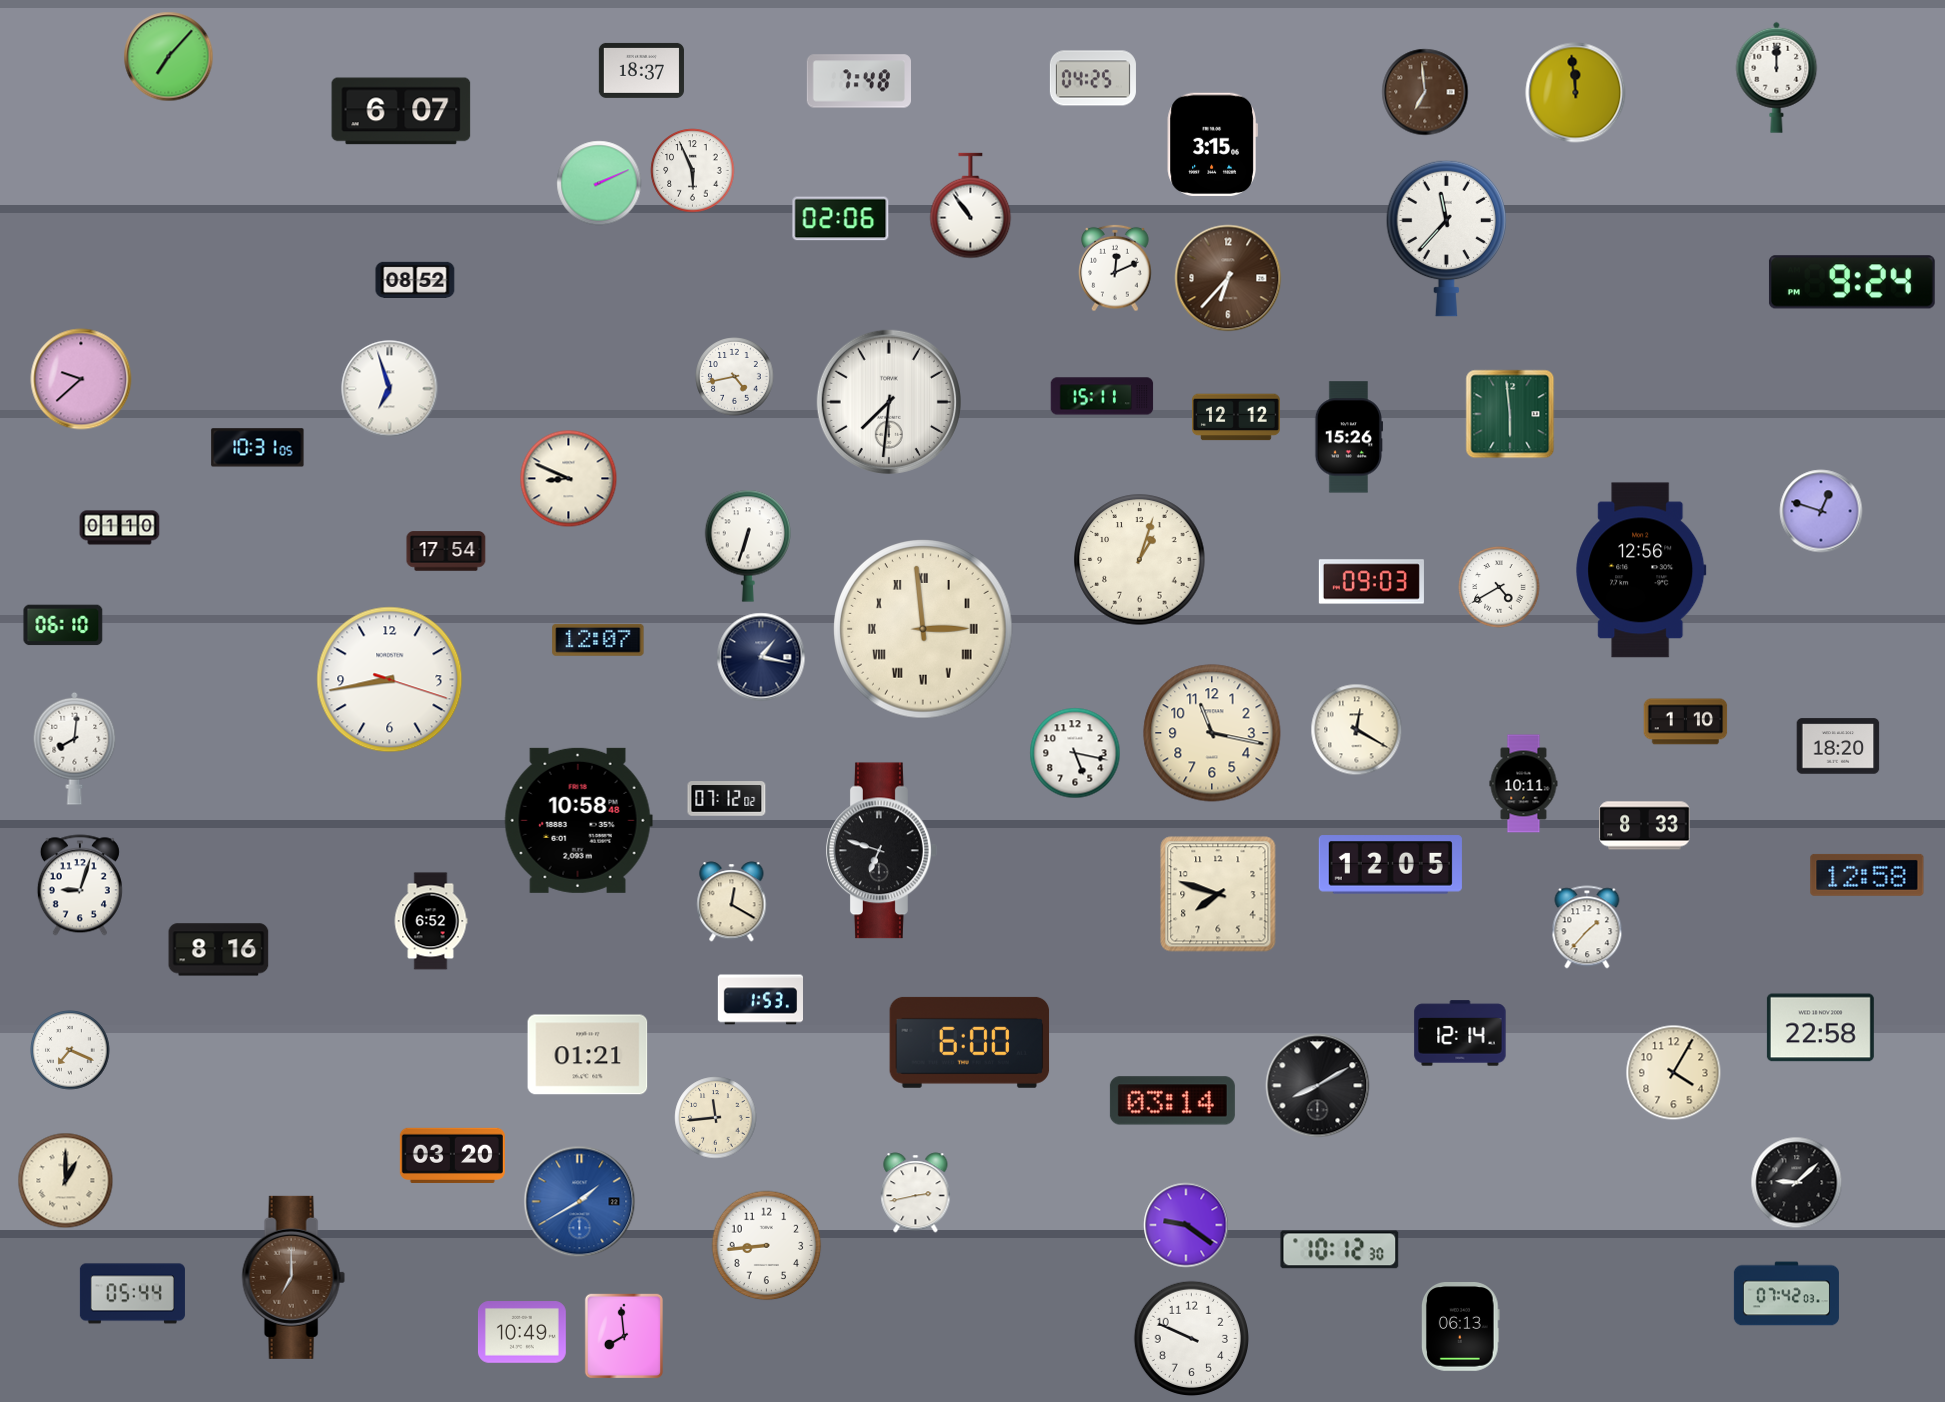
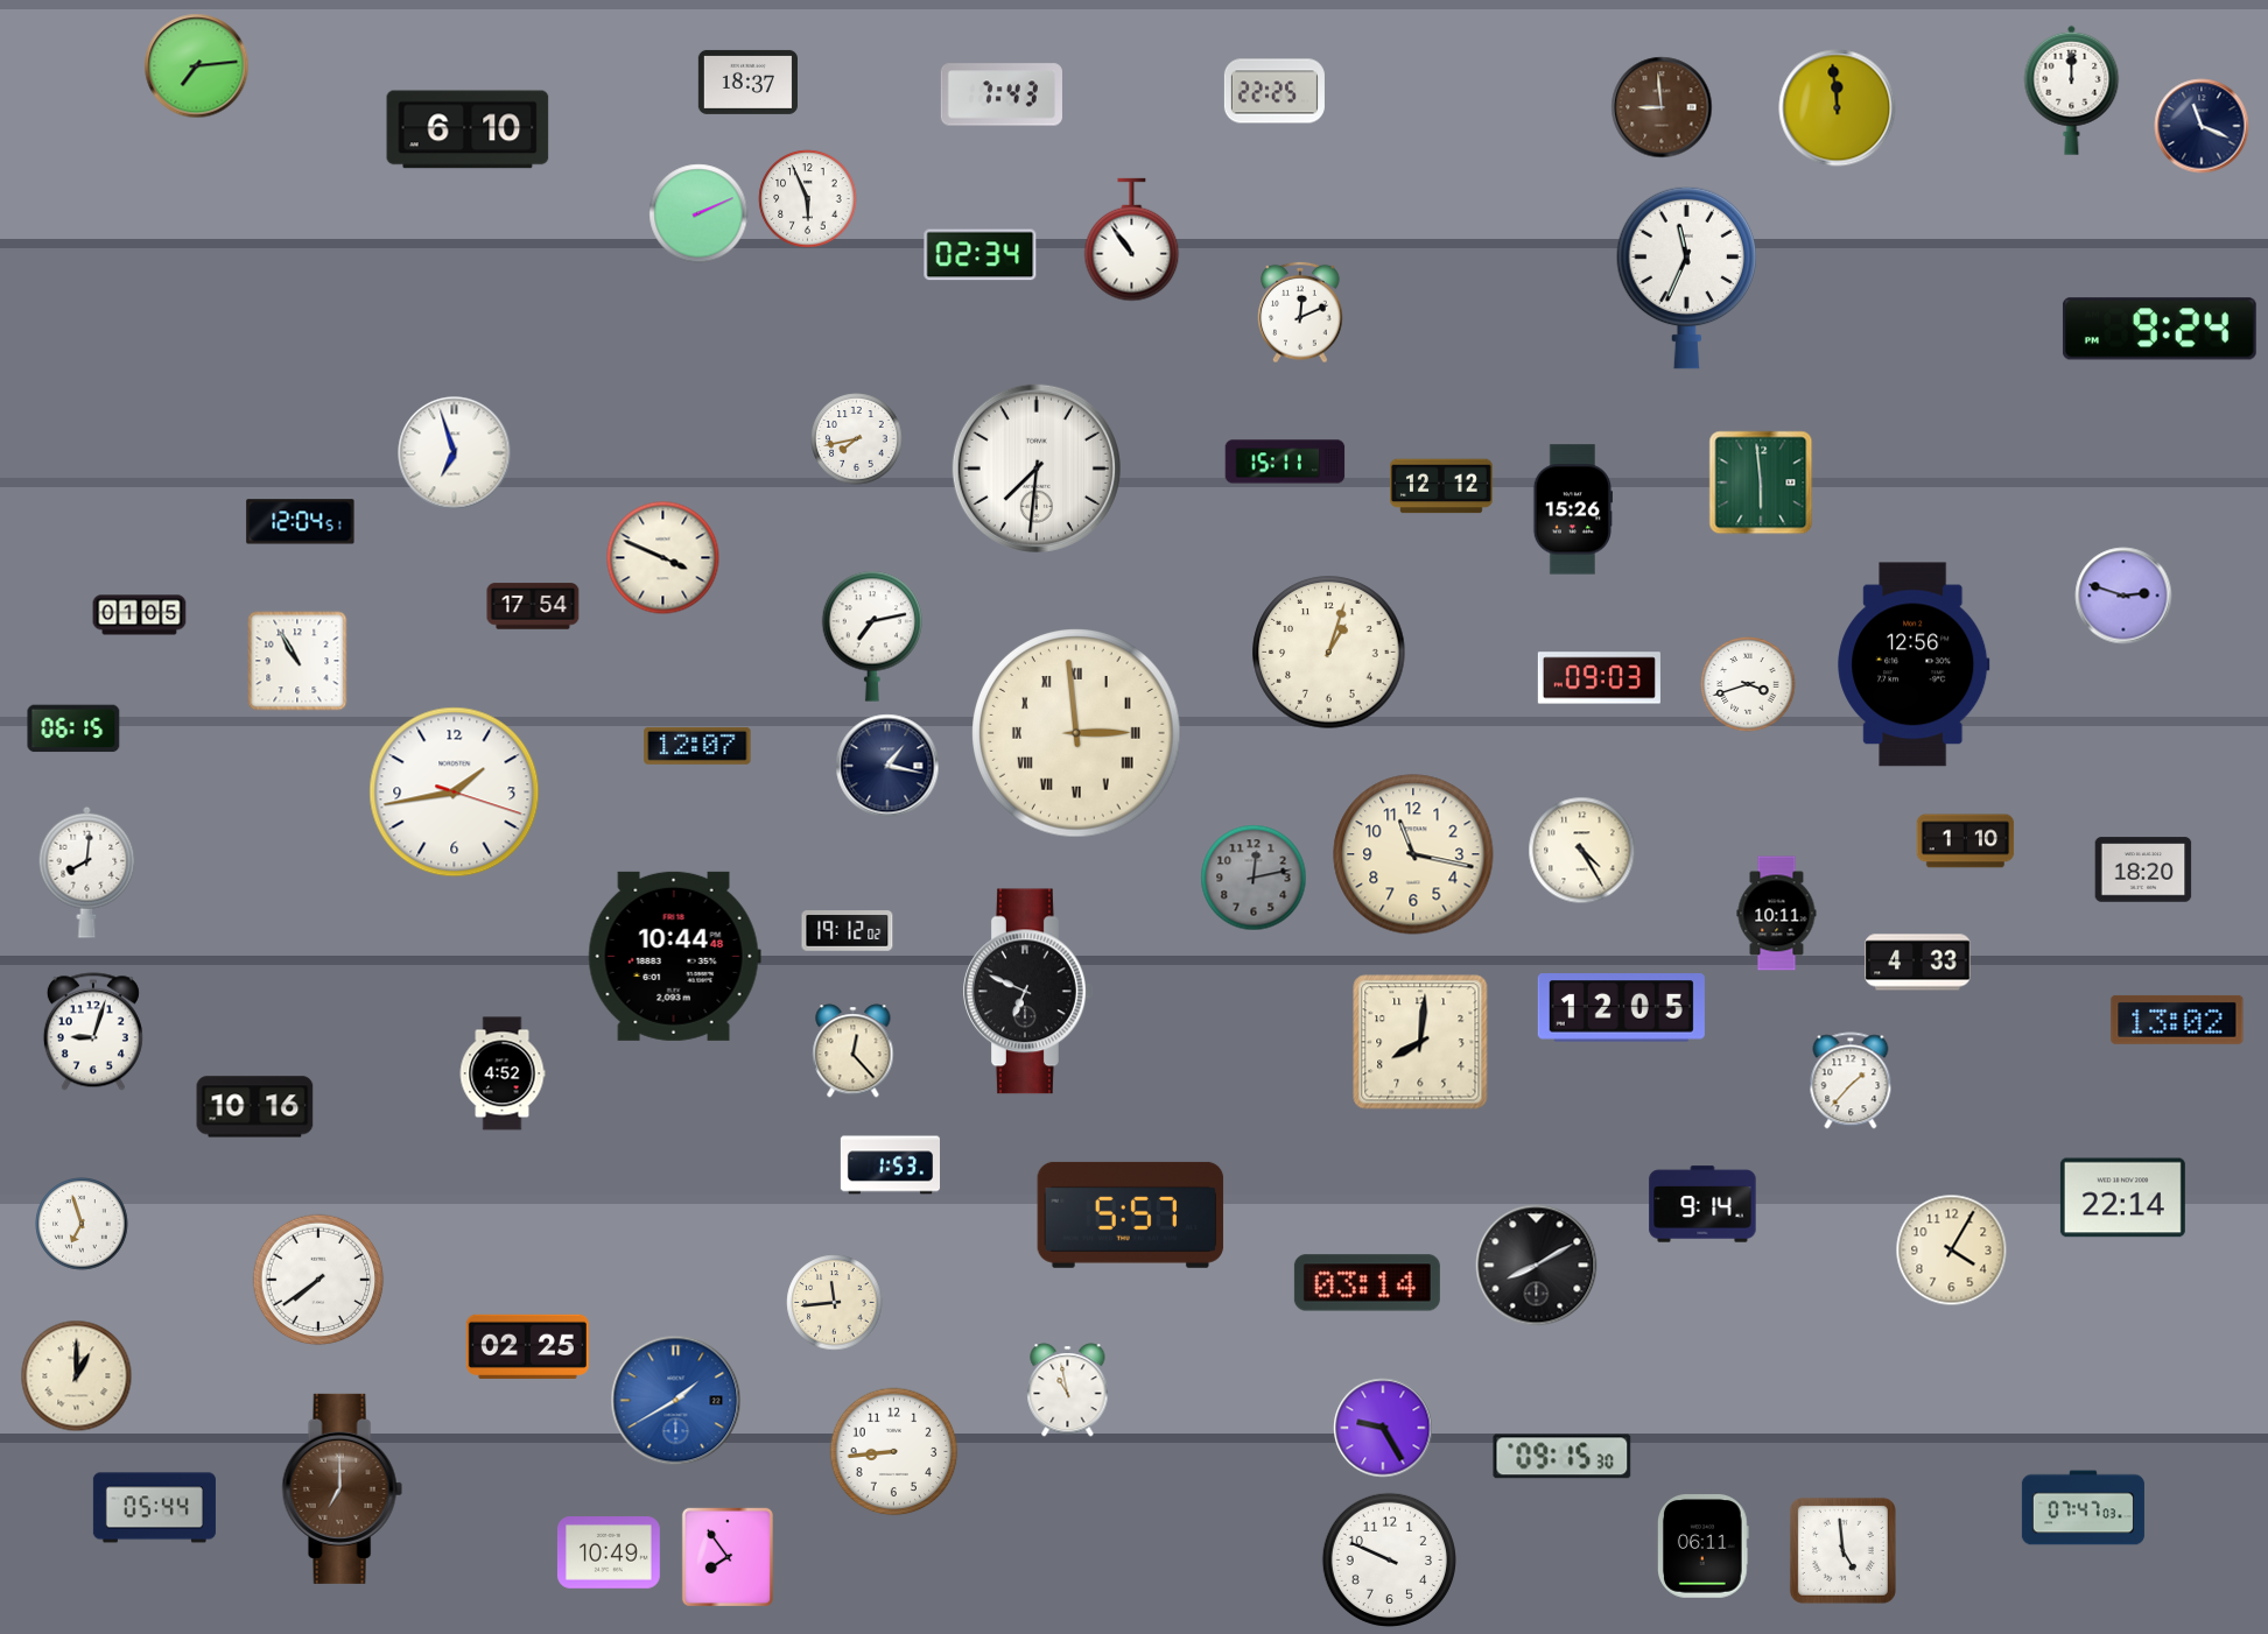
clock at (169, 57): 7:07 -> 7:14
clock at (1093, 78): 04:25 -> 22:25
clock at (859, 81): 7:48 -> 7:43
clock at (1425, 92): 6:59 -> 8:59
clock at (2202, 126): none -> 11:19
clock at (401, 111): 6:07 -> 6:10
clock at (1212, 144): 3:15 -> none
clock at (841, 219): 02:06 -> 02:34
clock at (1447, 238): 11:37 -> 11:34
clock at (1228, 278): 6:37 -> none
clock at (415, 280): 08:52 -> none
clock at (735, 377): 4:43 -> 7:43
clock at (81, 379): 9:38 -> none
clock at (258, 448): 10:31 -> 12:04
clock at (569, 479): 8:49 -> 3:49
clock at (1821, 511): 12:48 -> 2:48
clock at (120, 528): 01:10 -> 01:05
clock at (747, 546): 6:33 -> 7:13
clock at (446, 551) position: (446, 551) -> (533, 606)
clock at (297, 661): none -> 10:55
clock at (1499, 587): 4:40 -> 3:42
clock at (63, 625): 06:10 -> 06:15
clock at (390, 680): 8:43 -> 1:43
clock at (1357, 730): 12:20 -> 4:25
clock at (1075, 753): 5:17 -> 12:13
clock at (1075, 753) dial: white -> grey
clock at (727, 799): 07:12 -> 19:12
clock at (578, 820): 10:58 -> 10:44
clock at (1645, 826): 8:33 -> 4:33
clock at (882, 851): 6:48 -> 6:49
clock at (1867, 875): 12:58 -> 13:02
clock at (1218, 894): 7:48 -> 8:01
clock at (732, 902): 12:20 -> 12:23
clock at (431, 921): 6:52 -> 4:52
clock at (219, 950): 8:16 -> 10:16
clock at (760, 1000) position: (760, 1000) -> (890, 1165)
clock at (1820, 1028): 22:58 -> 22:14
clock at (1460, 1033): 12:14 -> 9:14
clock at (970, 1042): 6:00 -> 5:57
clock at (70, 1050): 7:19 -> 6:57
clock at (588, 1055): 01:21 -> none
clock at (318, 1280): none -> 7:39
clock at (452, 1155): 03:20 -> 02:25
clock at (1797, 1183): 9:08 -> none
clock at (916, 1193): 2:43 -> 10:58
clock at (1186, 1225): 9:21 -> 9:25
clock at (1340, 1250): 10:12 -> 09:15
clock at (1786, 1294): 07:42 -> 07:47
clock at (1461, 1327): 06:13 -> 06:11
clock at (1842, 1550): none -> 4:59
clock at (624, 1336): 7:59 -> 7:54
